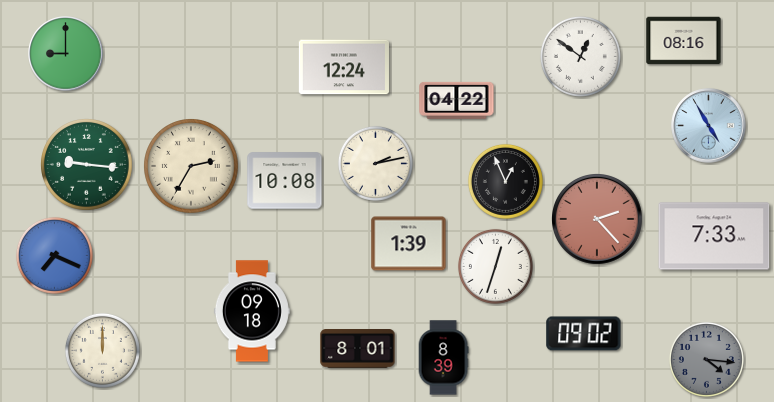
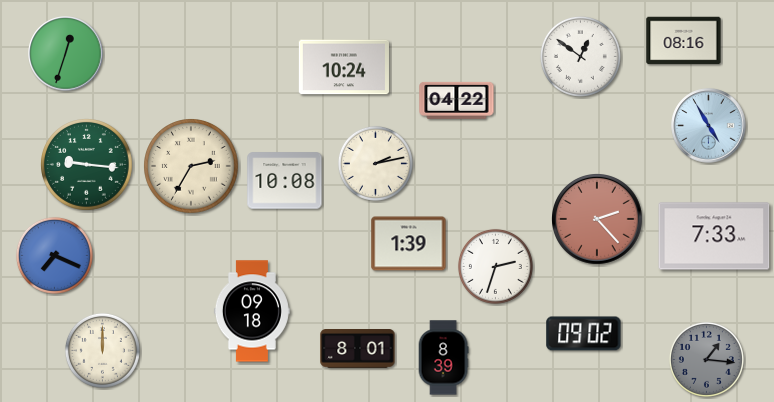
clock at (66, 54): 9:00 -> 12:33
clock at (344, 67): 12:24 -> 10:24
clock at (505, 181): 12:56 -> none
clock at (495, 266): 12:33 -> 2:33
clock at (706, 359): 4:16 -> 1:16
